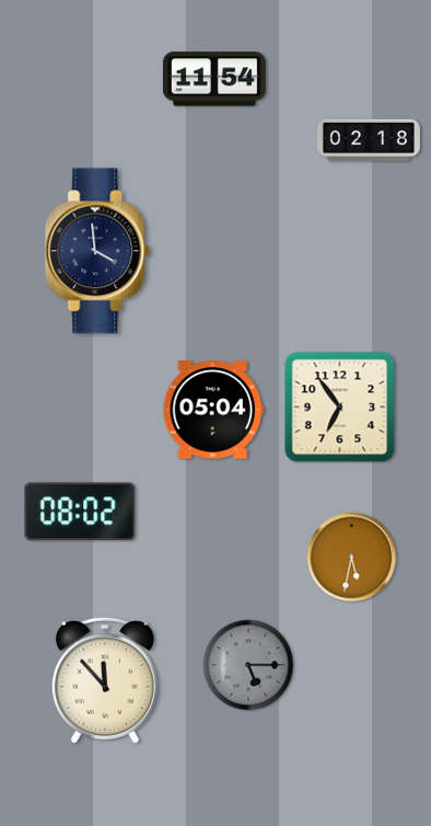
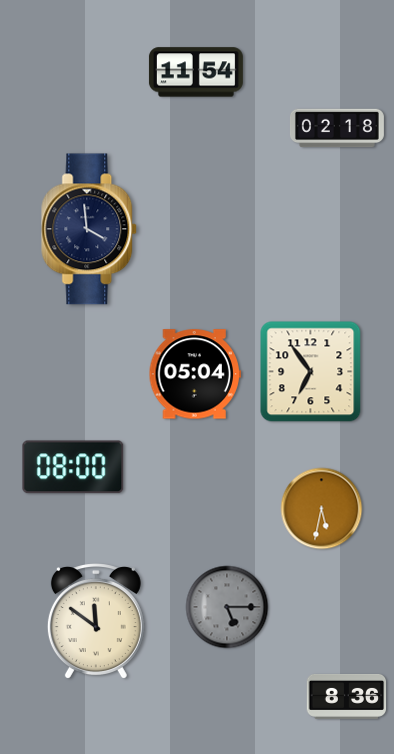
clock at (80, 512): 08:02 -> 08:00
clock at (105, 680): 11:53 -> 11:51
clock at (347, 696): none -> 8:36
